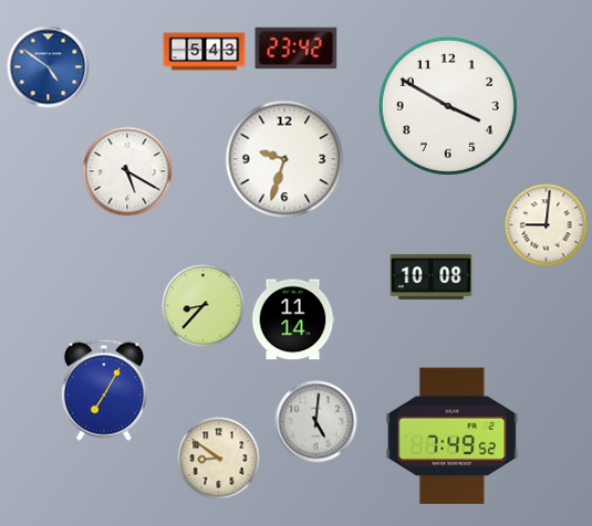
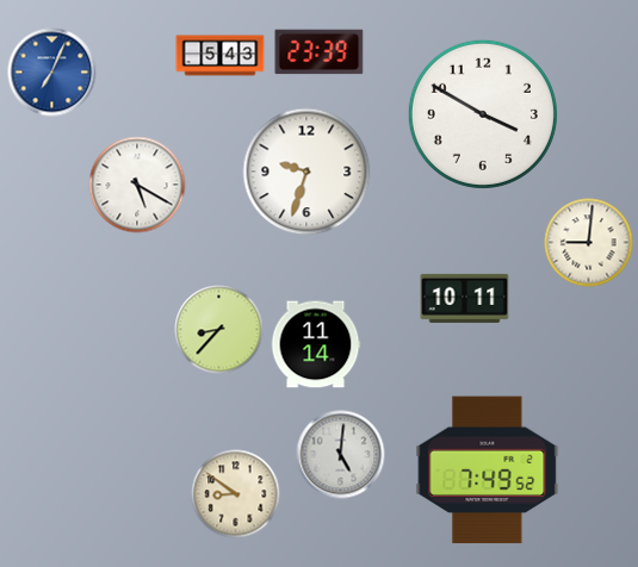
clock at (297, 49): 23:42 -> 23:39
clock at (49, 67): 4:51 -> 7:04
clock at (432, 276): 10:08 -> 10:11
clock at (104, 390): 7:05 -> none
